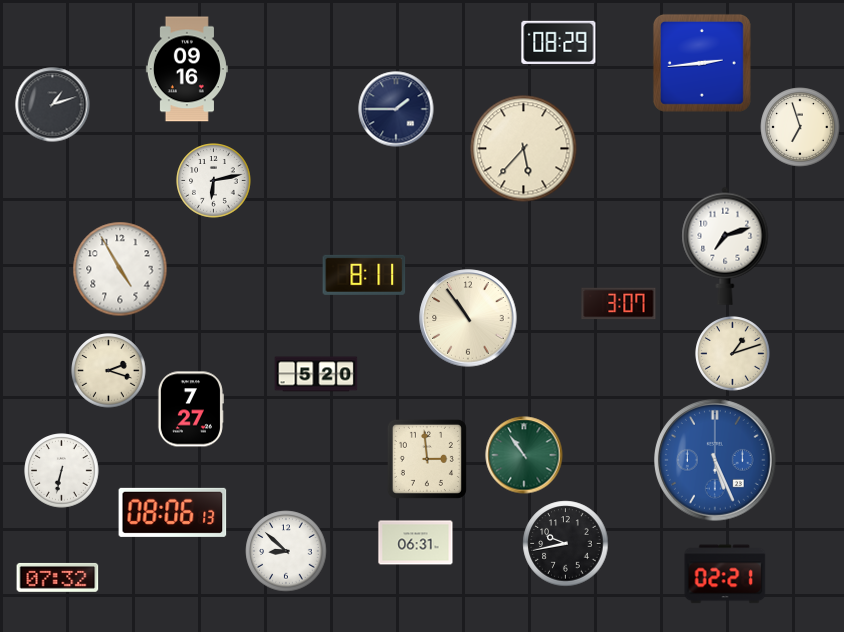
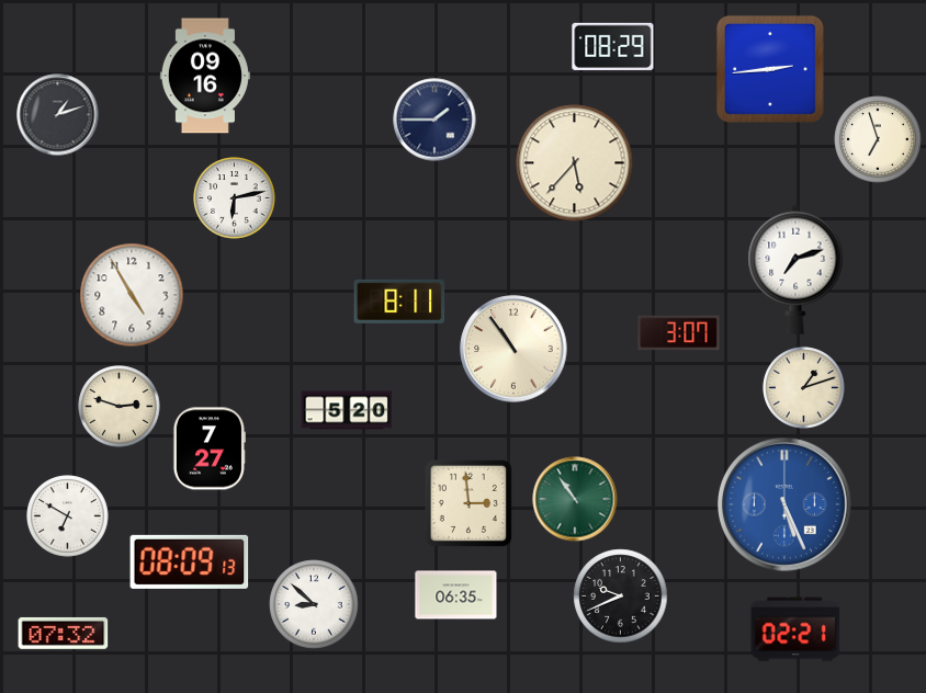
clock at (109, 371): 2:18 -> 2:48
clock at (62, 471): 6:32 -> 6:50
clock at (173, 512): 08:06 -> 08:09
clock at (416, 543): 06:31 -> 06:35
clock at (566, 544): 9:43 -> 9:41
